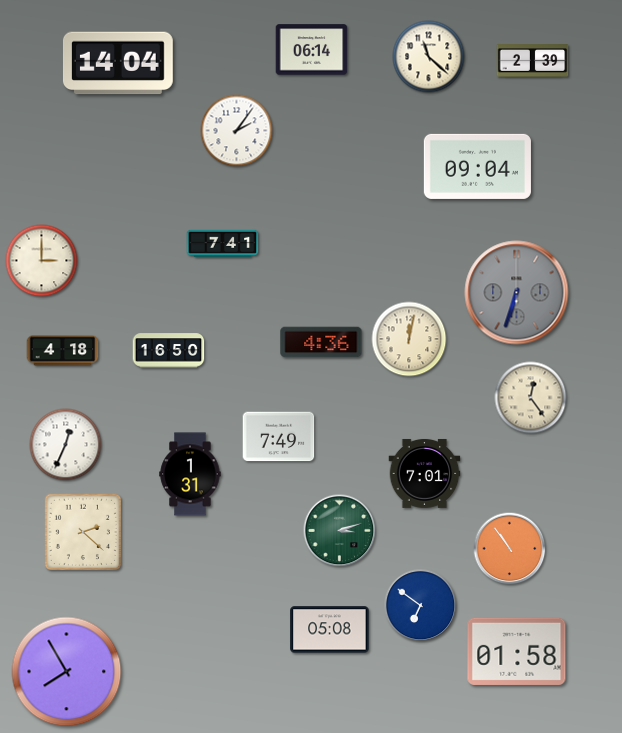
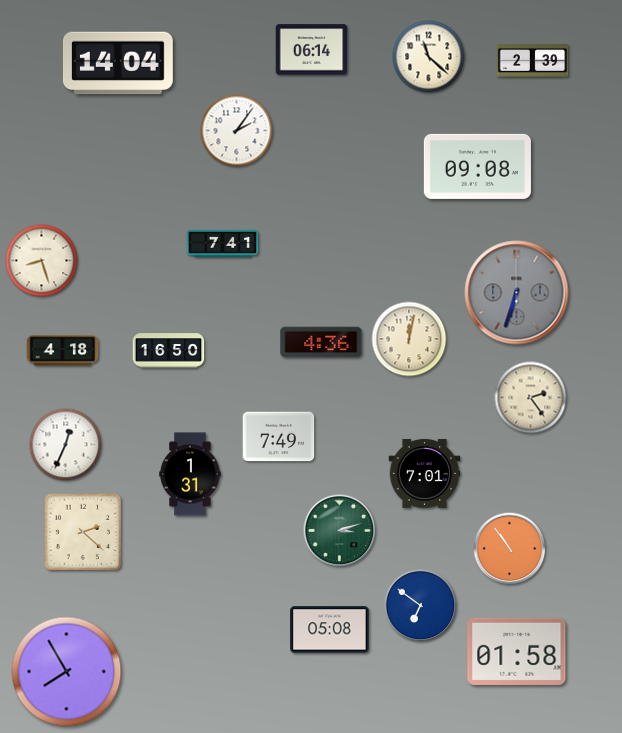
clock at (477, 166): 09:04 -> 09:08
clock at (42, 261): 3:00 -> 8:27
clock at (531, 398): 12:24 -> 2:24
